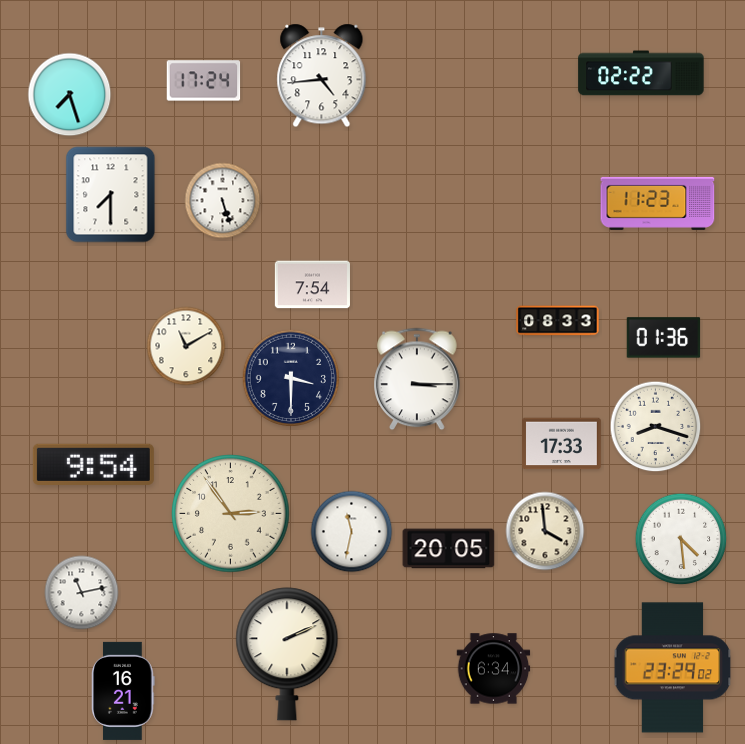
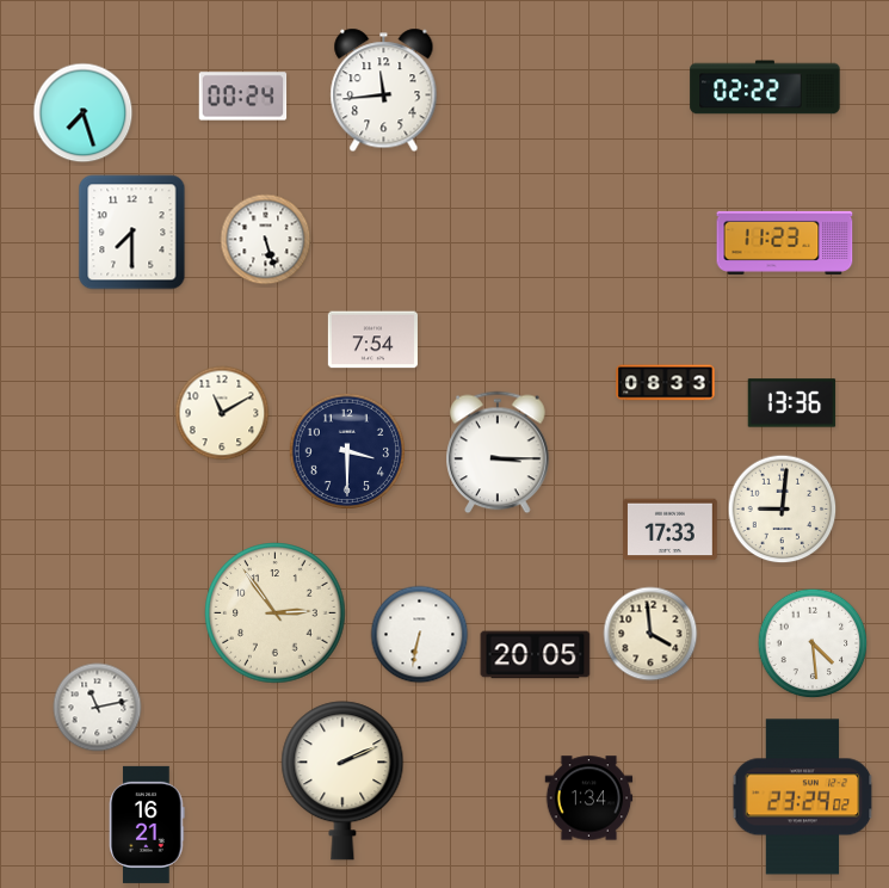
clock at (322, 76): 4:44 -> 11:44
clock at (204, 81): 17:24 -> 00:24
clock at (664, 338): 01:36 -> 13:36
clock at (656, 427): 8:18 -> 9:01
clock at (93, 464): 9:54 -> none
clock at (352, 532): 11:32 -> 6:32
clock at (494, 669): 6:34 -> 1:34
